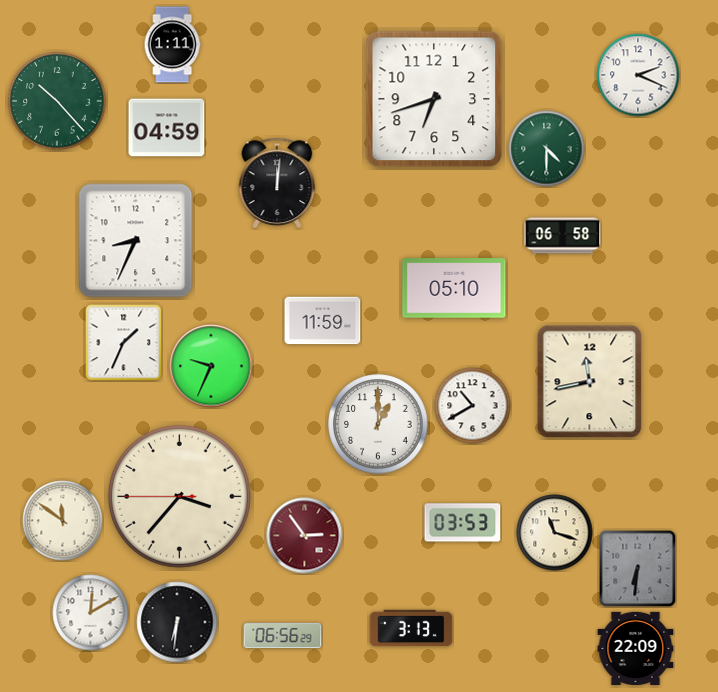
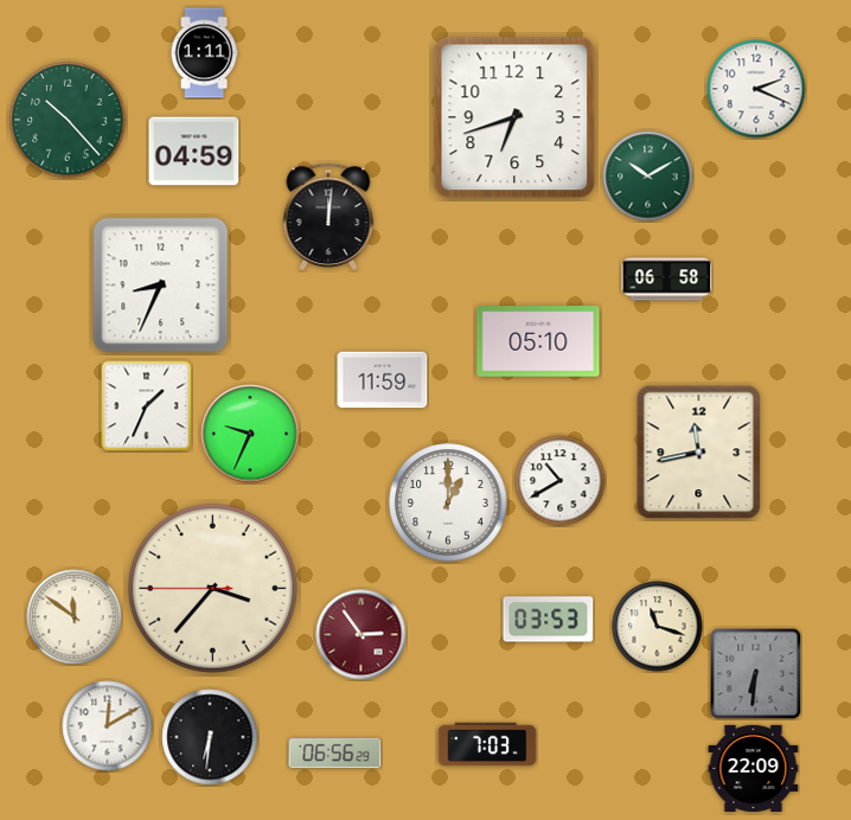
clock at (167, 128) position: (167, 128) -> (194, 152)
clock at (547, 149): 4:30 -> 10:10
clock at (555, 533) position: (555, 533) -> (658, 627)
clock at (411, 628): 3:13 -> 7:03
